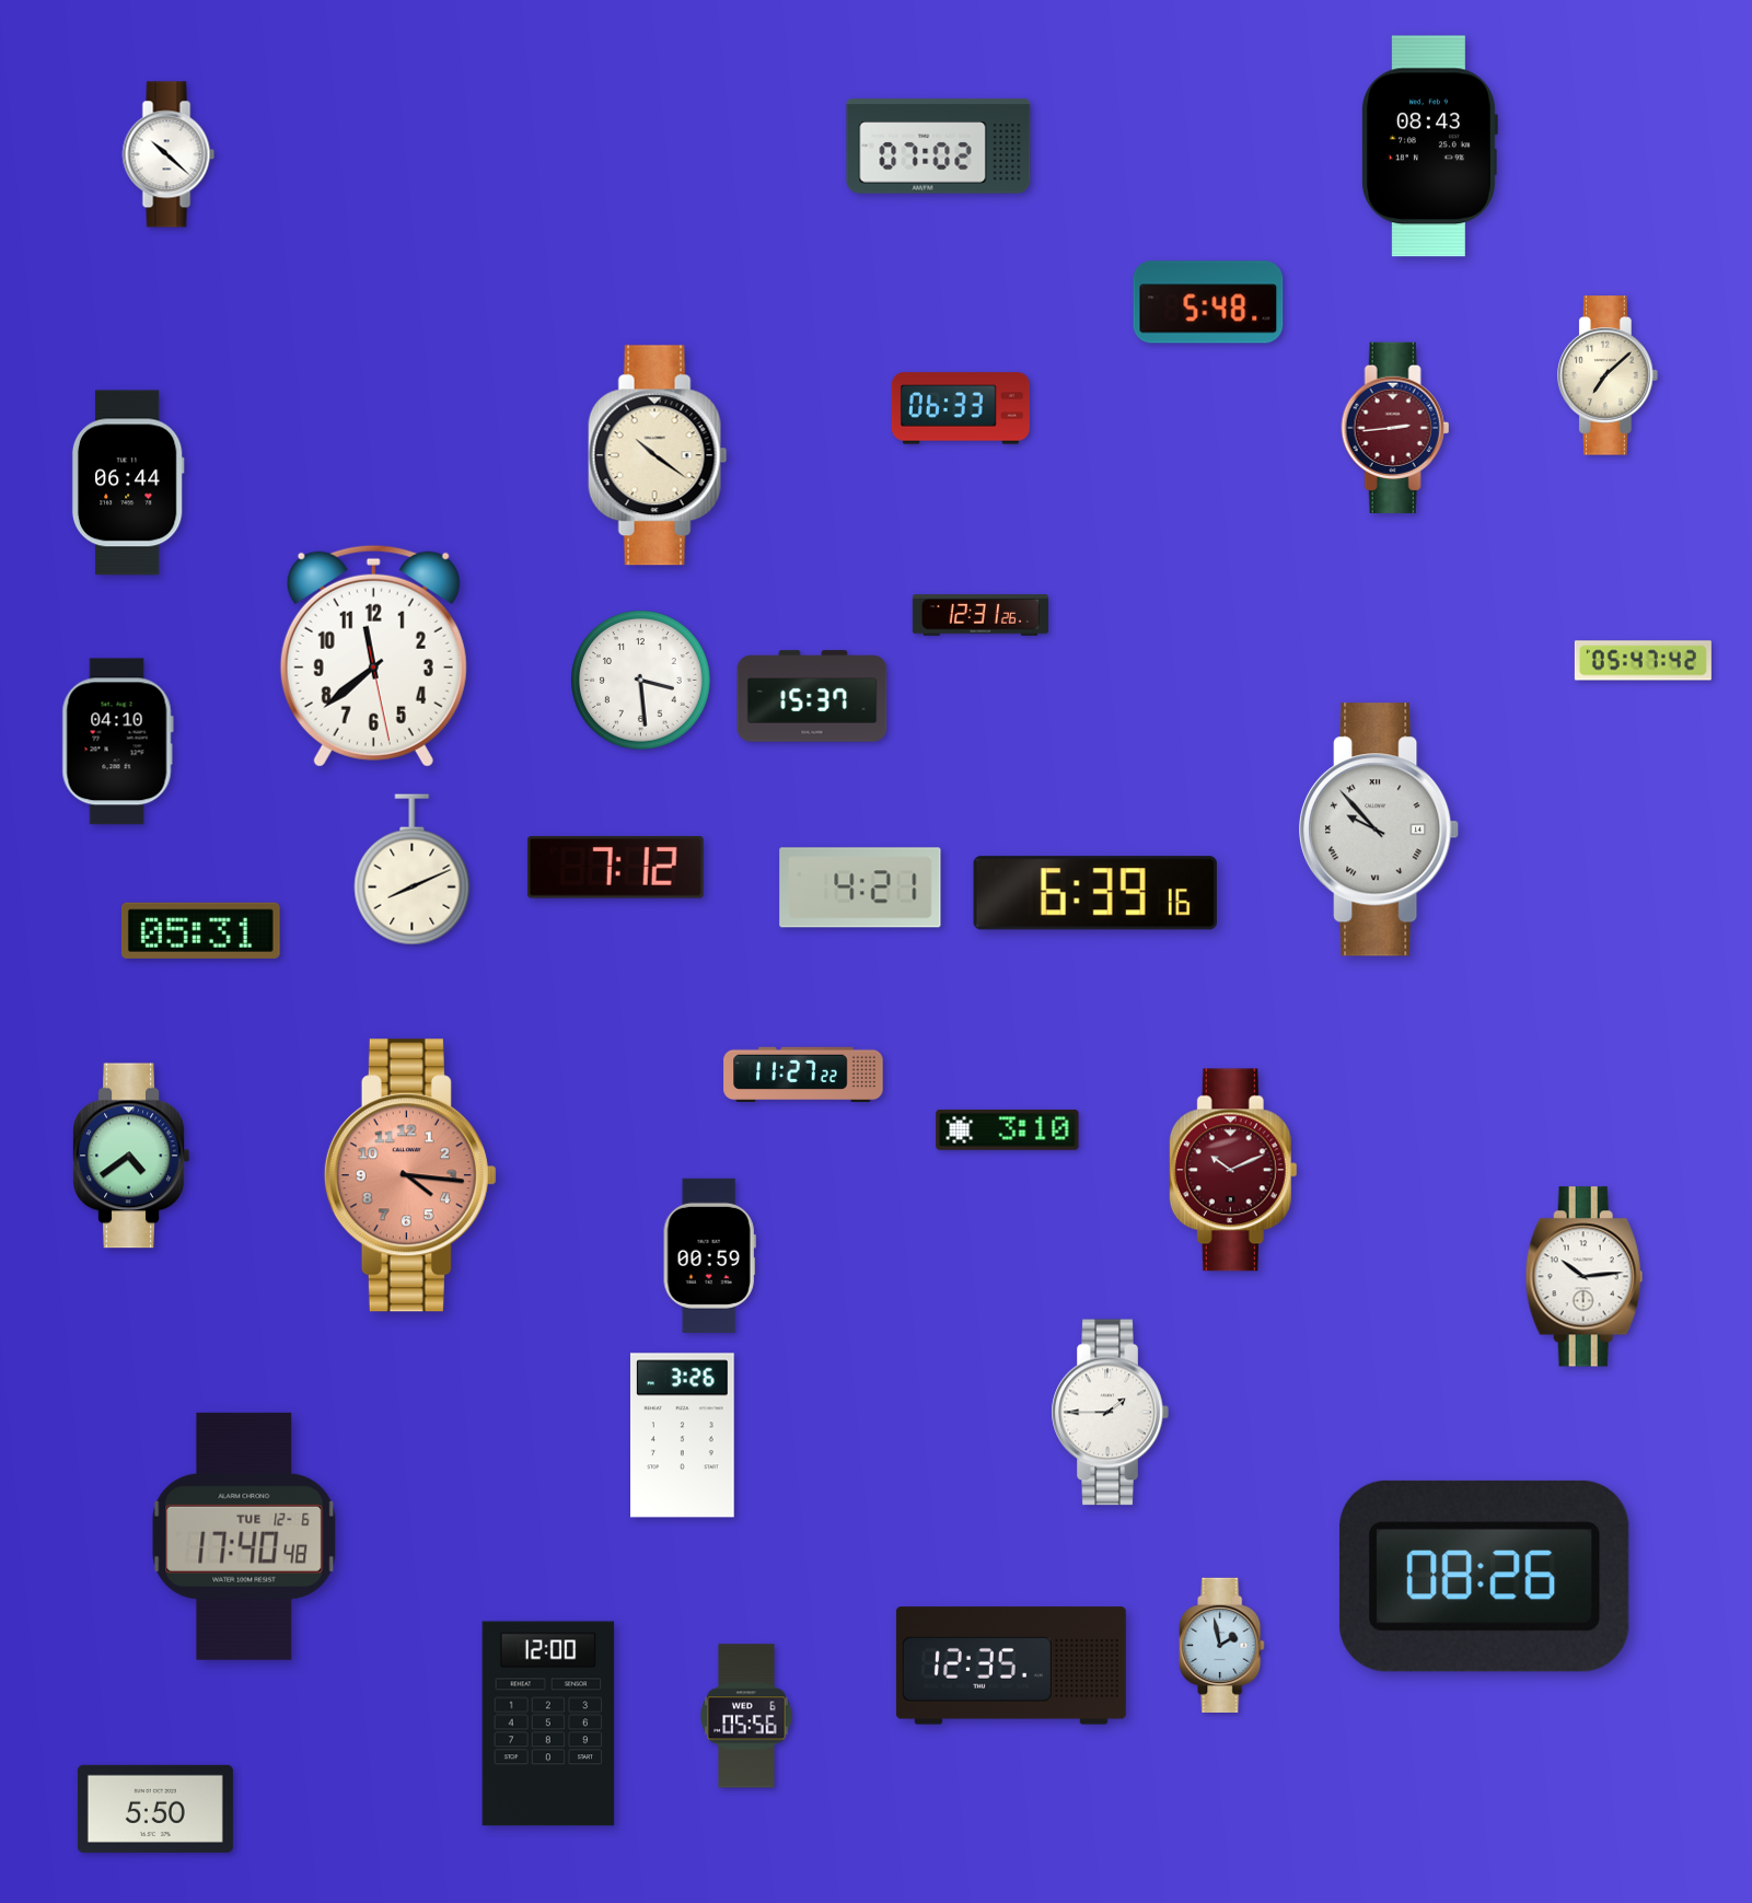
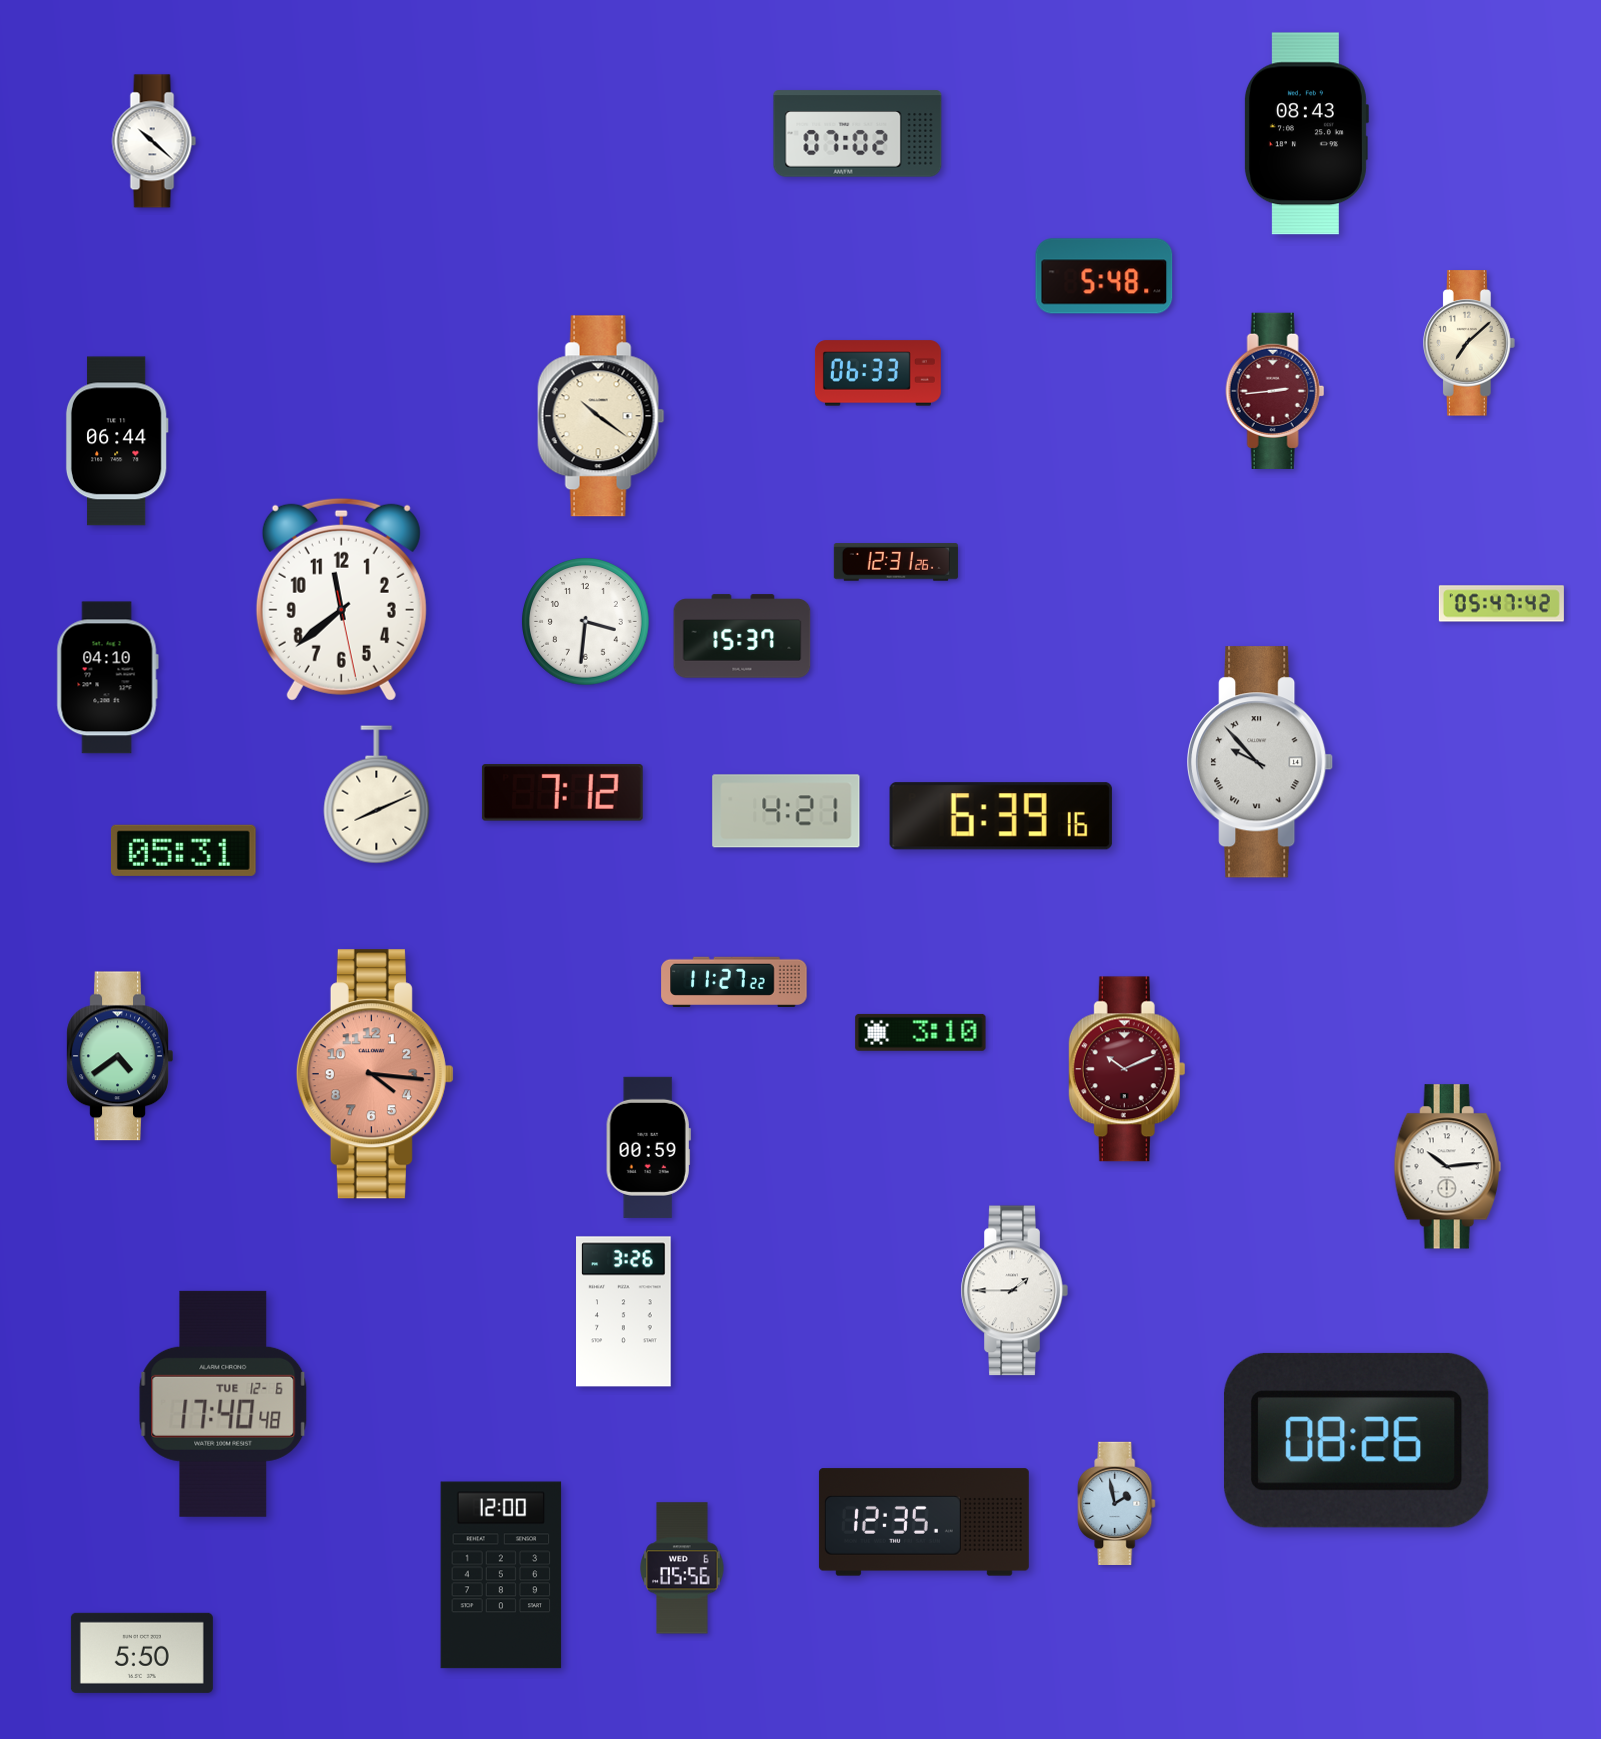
clock at (641, 681): 3:29 -> 3:31
clock at (1380, 829) position: (1380, 829) -> (1261, 762)
